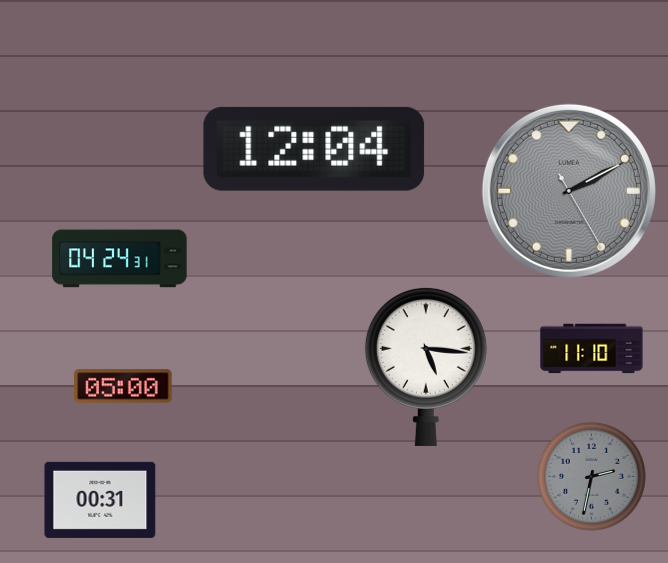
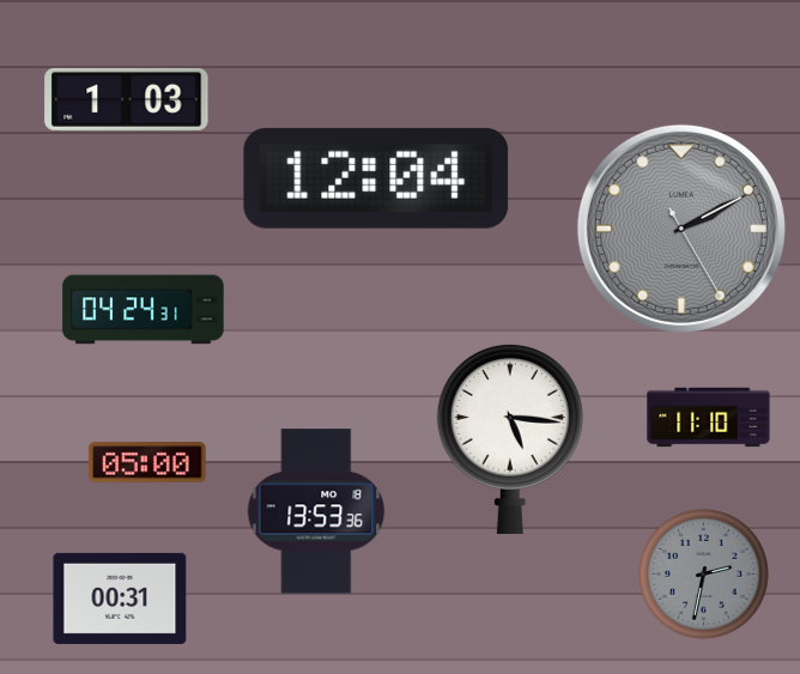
clock at (127, 99): none -> 1:03
clock at (316, 511): none -> 13:53
clock at (592, 477) position: (592, 477) -> (704, 575)
